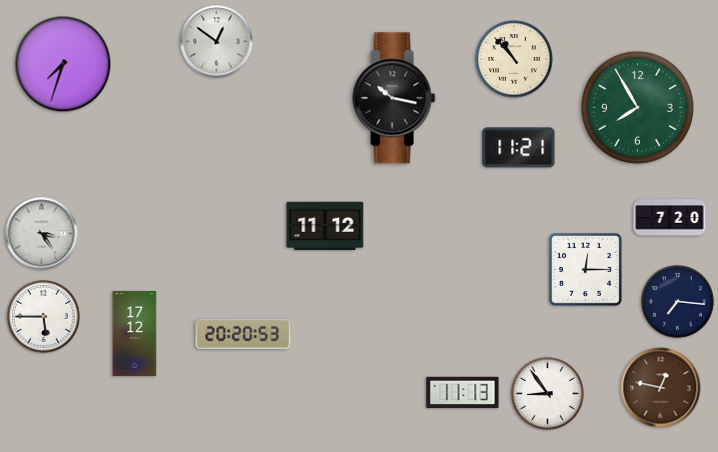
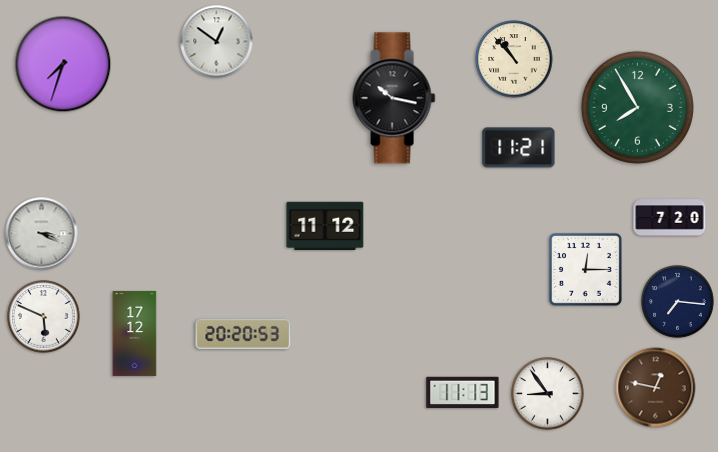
clock at (42, 234): 3:24 -> 3:19
clock at (44, 317): 5:45 -> 5:49
clock at (661, 388) position: (661, 388) -> (656, 388)
